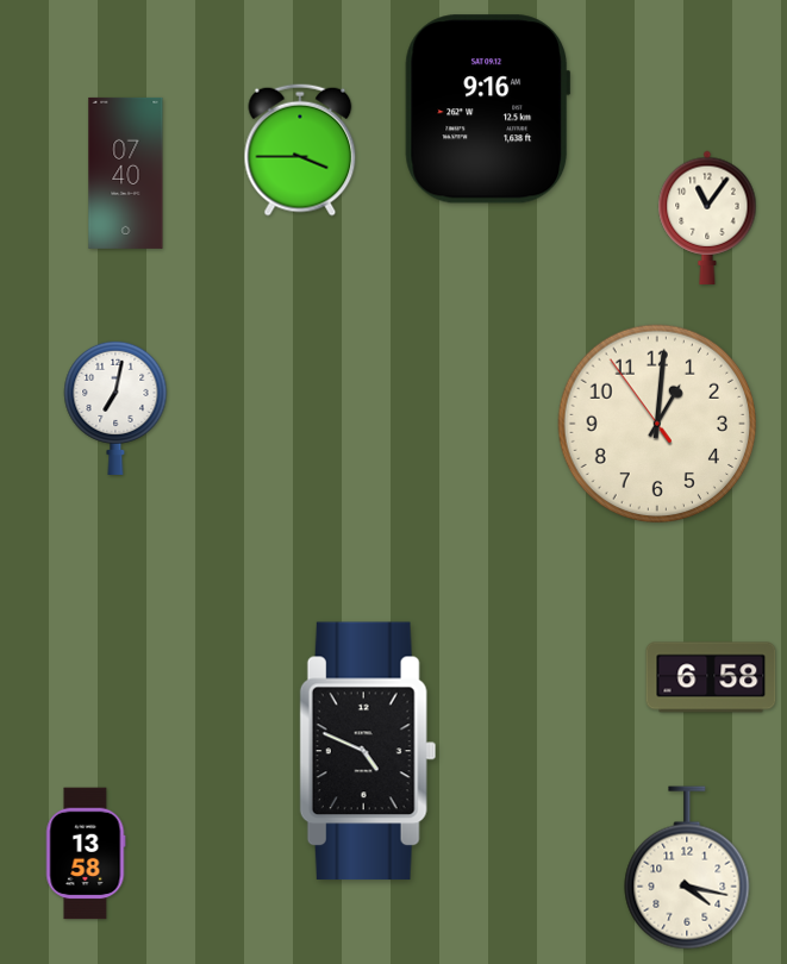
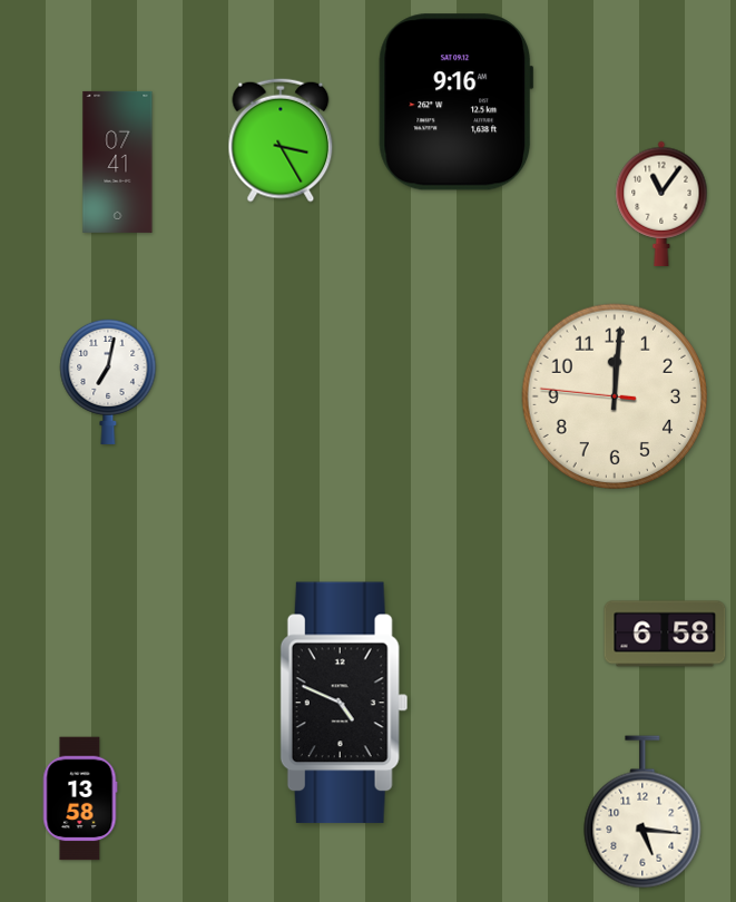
clock at (300, 150): 3:45 -> 3:25
clock at (126, 173): 07:40 -> 07:41
clock at (657, 424): 1:00 -> 12:00
clock at (687, 868): 4:17 -> 5:16
